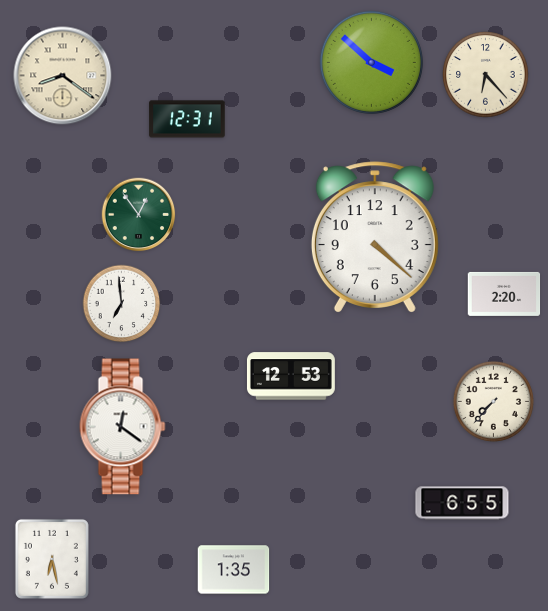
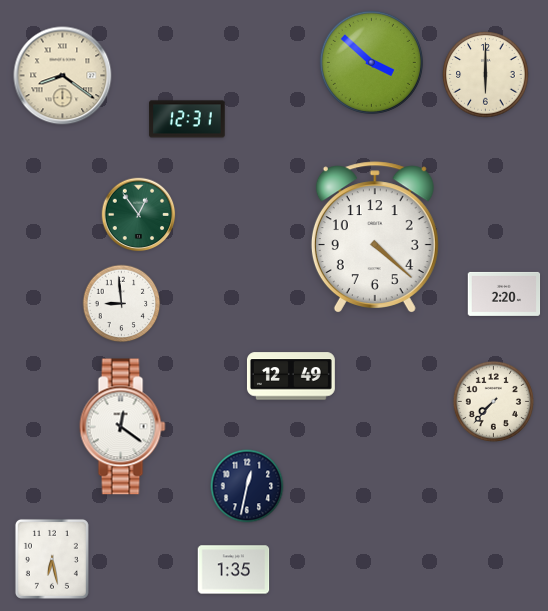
clock at (486, 75): 6:23 -> 6:00
clock at (122, 304): 6:59 -> 8:59
clock at (291, 376): 12:53 -> 12:49
clock at (247, 486): none -> 12:32
clock at (462, 503): 6:55 -> none
